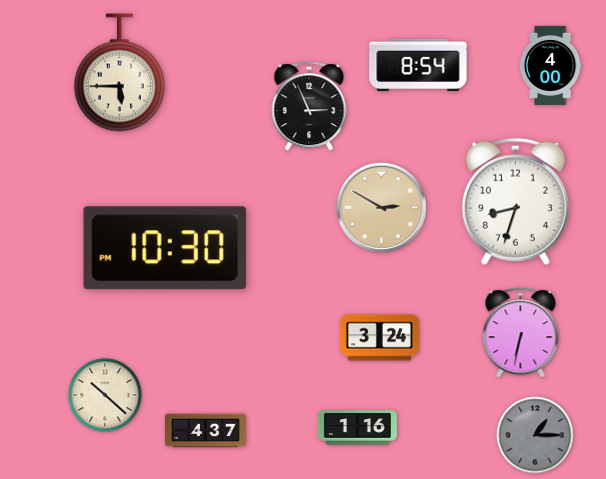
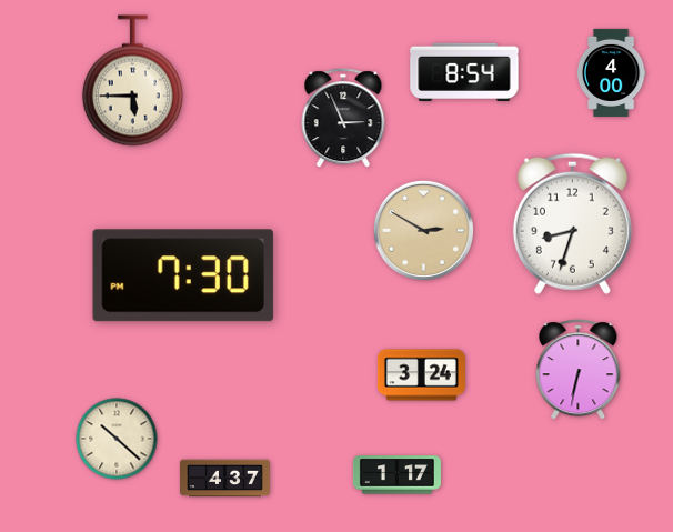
clock at (165, 248): 10:30 -> 7:30
clock at (357, 428): 1:16 -> 1:17
clock at (206, 431) position: (206, 431) -> (225, 479)
clock at (535, 435): 1:15 -> none
